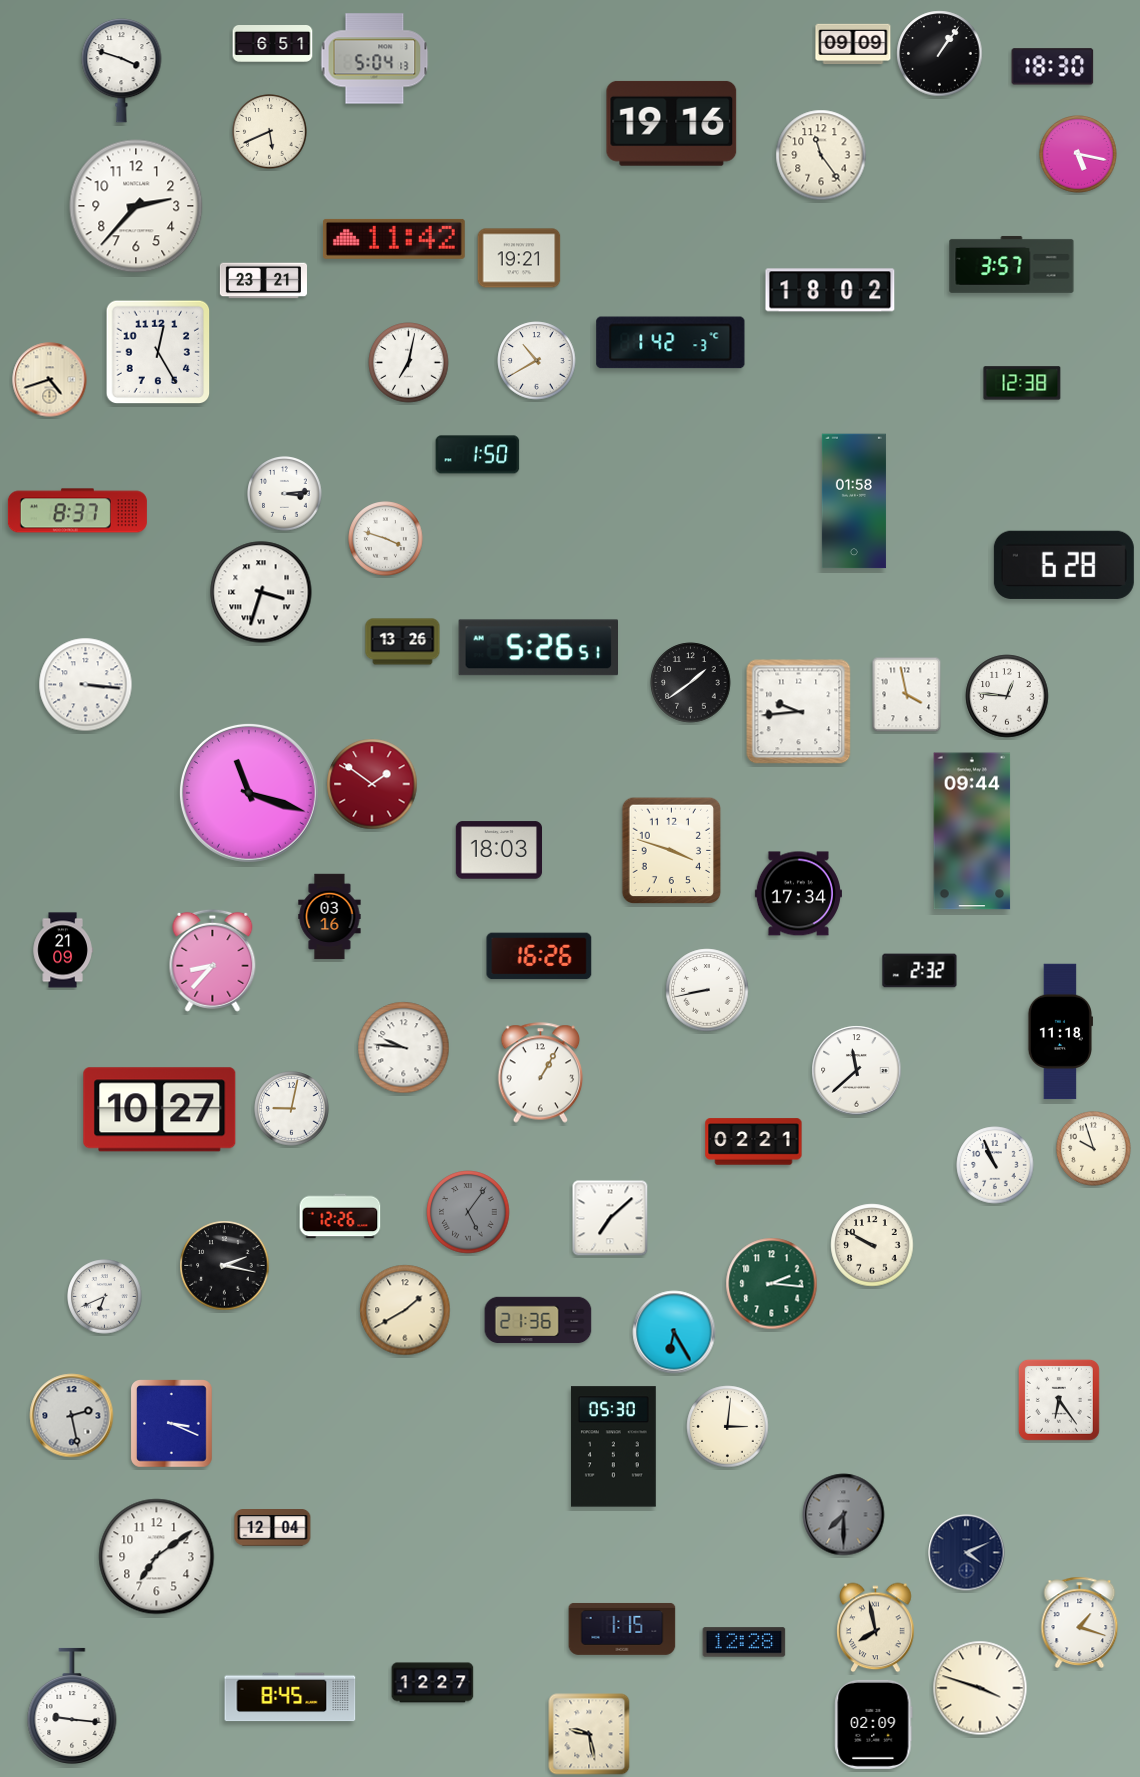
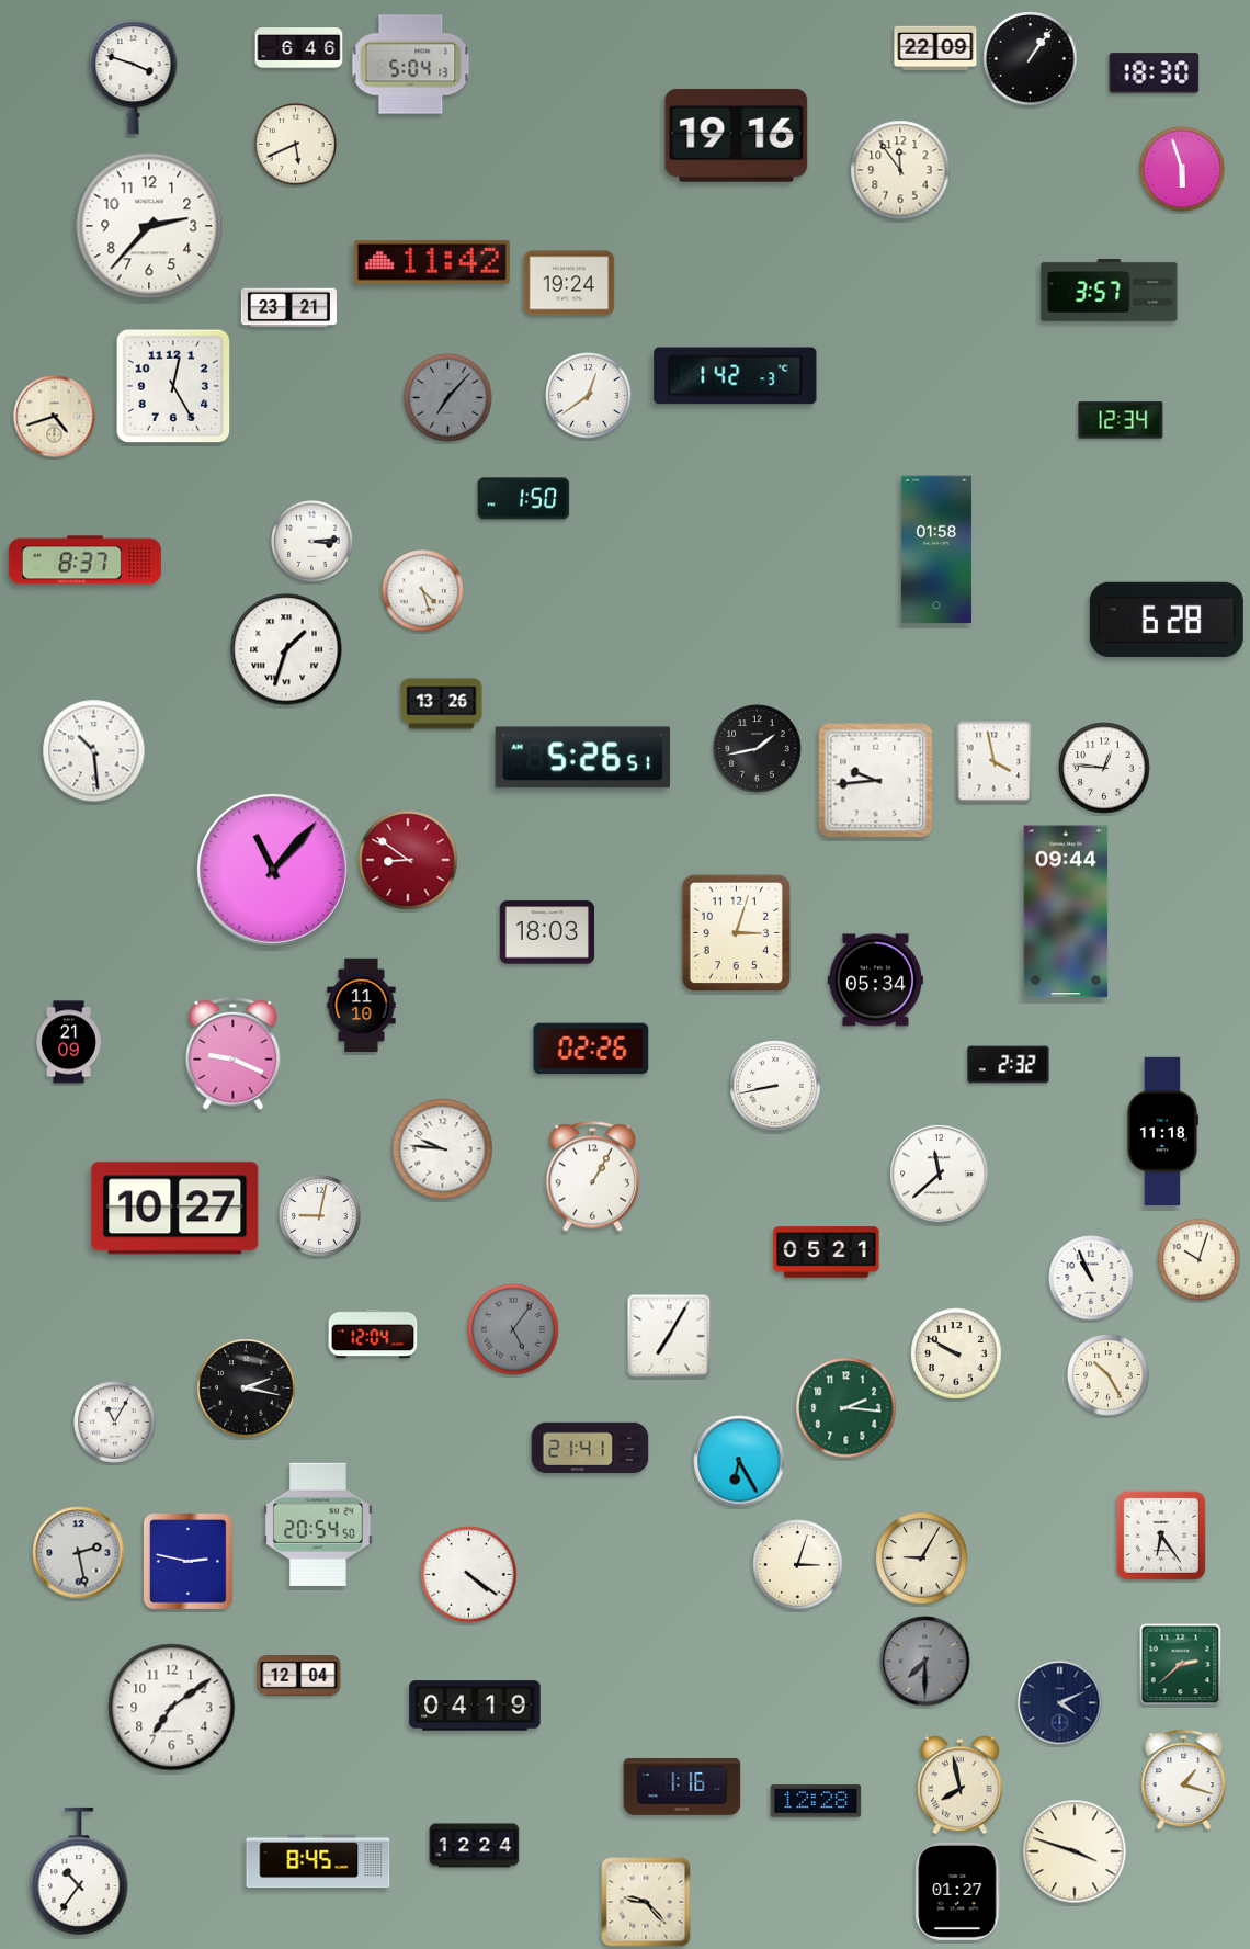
clock at (273, 44): 6:51 -> 6:46
clock at (853, 44): 09:09 -> 22:09
clock at (1078, 154): 5:17 -> 5:57
clock at (821, 155): 11:24 -> 11:54
clock at (519, 258): 19:21 -> 19:24
clock at (830, 290): 18:02 -> none
clock at (537, 361): 10:40 -> 12:39
clock at (409, 363): 7:02 -> 7:07
clock at (409, 363) dial: white -> grey
clock at (1022, 383): 12:38 -> 12:34
clock at (386, 539): 3:48 -> 4:27
clock at (261, 592): 3:33 -> 1:33
clock at (538, 648) position: (538, 648) -> (582, 758)
clock at (691, 683): 1:39 -> 1:43
clock at (86, 685): 3:16 -> 10:29
clock at (1007, 696) position: (1007, 696) -> (1104, 768)
clock at (372, 784): 1:51 -> 8:51
clock at (249, 793): 11:18 -> 11:07
clock at (672, 851): 3:48 -> 3:03
clock at (798, 894): 17:34 -> 05:34
clock at (330, 917): 03:16 -> 11:10
clock at (539, 956): 16:26 -> 02:26
clock at (213, 960): 8:37 -> 9:19
clock at (160, 1110) position: (160, 1110) -> (175, 1209)
clock at (754, 1142): 02:21 -> 05:21
clock at (1094, 1149): 9:57 -> 10:03
clock at (340, 1216): 12:26 -> 12:04
clock at (610, 1218): 7:08 -> 7:05
clock at (872, 1245) position: (872, 1245) -> (956, 1353)
clock at (1109, 1375): none -> 10:25
clock at (105, 1297): 6:41 -> 11:05
clock at (405, 1310): 1:40 -> none
clock at (538, 1320): 21:36 -> 21:41
clock at (319, 1525): none -> 20:54
clock at (922, 1559): none -> 9:05
clock at (172, 1424): 3:19 -> 2:47
clock at (728, 1427): 3:01 -> 3:03
clock at (469, 1575): none -> 4:21
clock at (613, 1447): 05:30 -> none
clock at (1181, 1665): none -> 2:38
clock at (475, 1706): none -> 04:19
clock at (622, 1629): 1:15 -> 1:16
clock at (433, 1683): 12:27 -> 12:24
clock at (72, 1705): 9:16 -> 10:36
clock at (874, 1724): 02:09 -> 01:27
clock at (589, 1734): 9:28 -> 9:23
